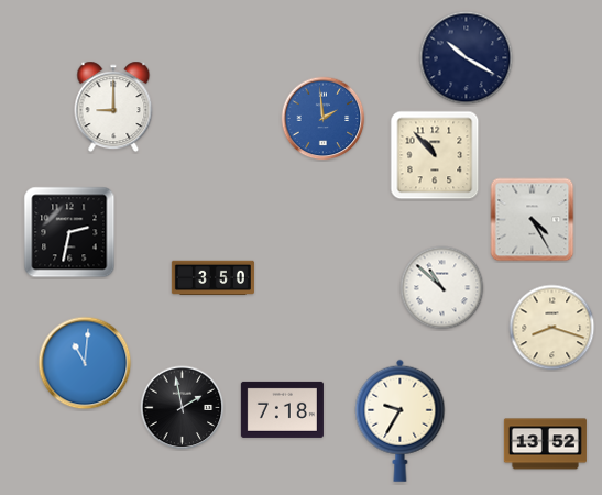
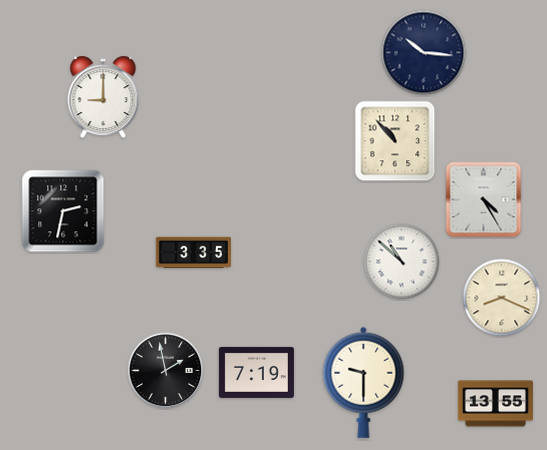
clock at (467, 58): 10:20 -> 10:16
clock at (324, 119): 1:59 -> none
clock at (212, 278): 3:50 -> 3:35
clock at (552, 328): 8:18 -> 8:19
clock at (85, 363): 11:01 -> none
clock at (282, 409): 7:18 -> 7:19
clock at (401, 420): 9:35 -> 9:30
clock at (545, 444): 13:52 -> 13:55
